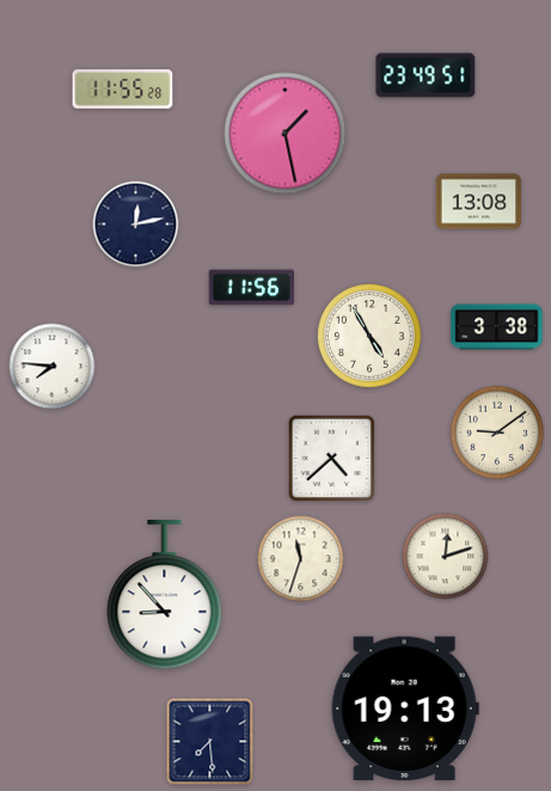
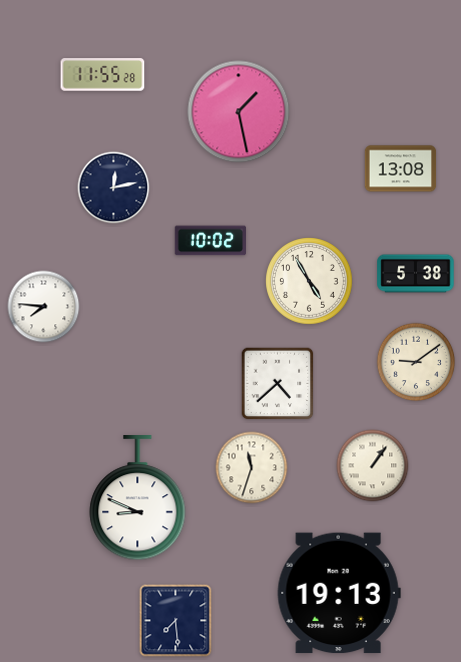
clock at (426, 75): 23:49 -> none
clock at (251, 288): 11:56 -> 10:02
clock at (497, 327): 3:38 -> 5:38
clock at (446, 557): 12:12 -> 1:06
clock at (165, 595): 8:53 -> 8:49
